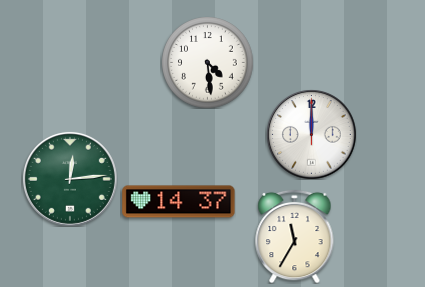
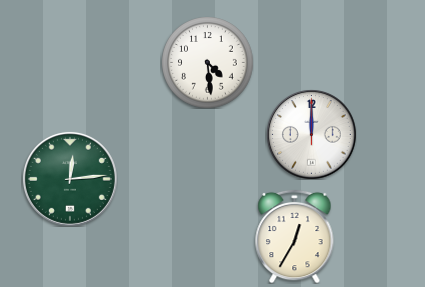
clock at (179, 202): 14:37 -> none
clock at (295, 236): 11:35 -> 12:35
